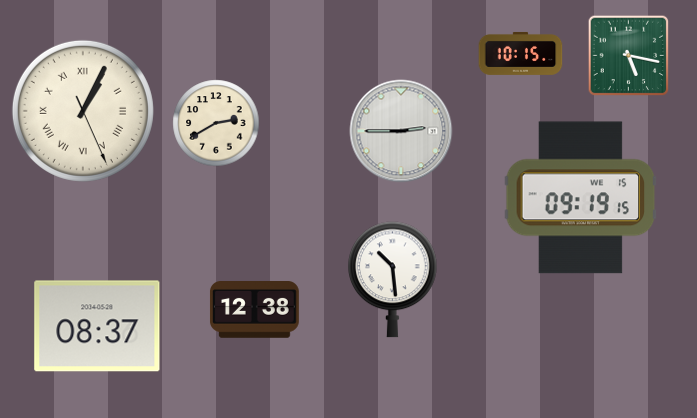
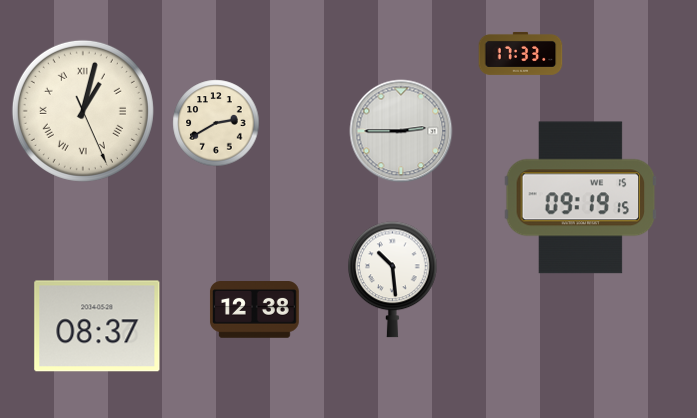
clock at (521, 53): 10:15 -> 17:33
clock at (629, 56): 5:17 -> none
clock at (83, 111): 1:04 -> 1:02
